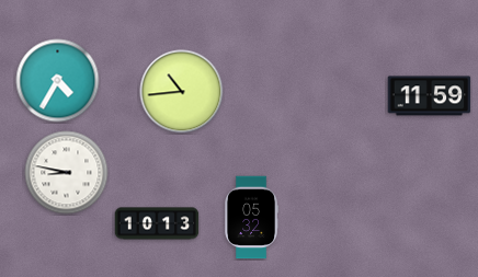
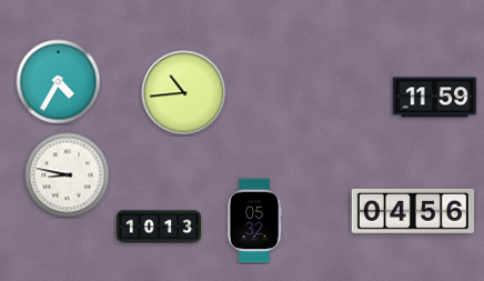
clock at (412, 211): none -> 04:56
